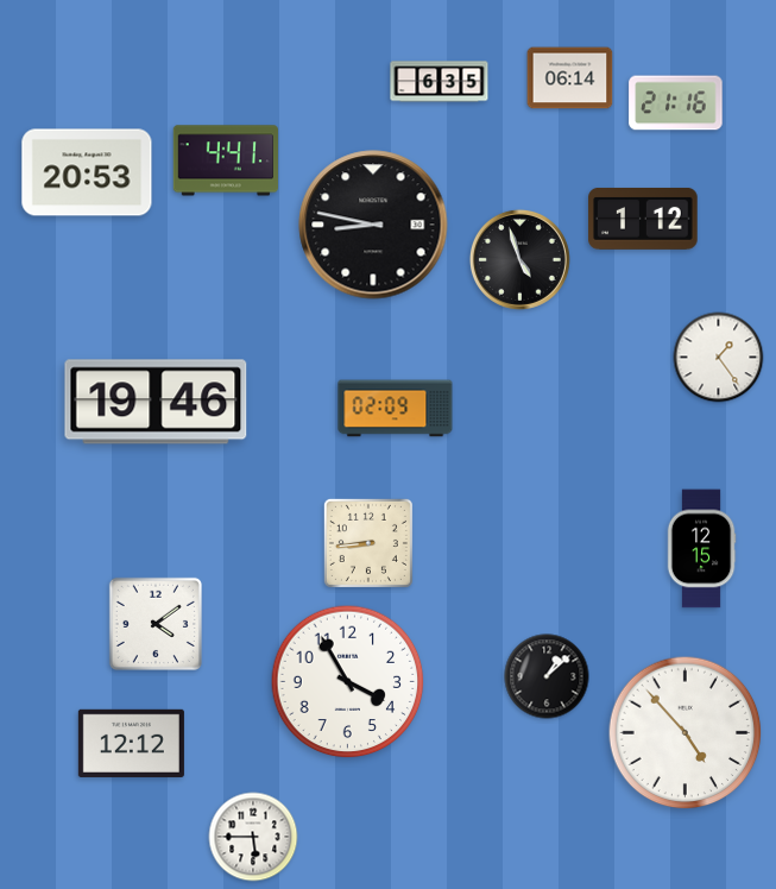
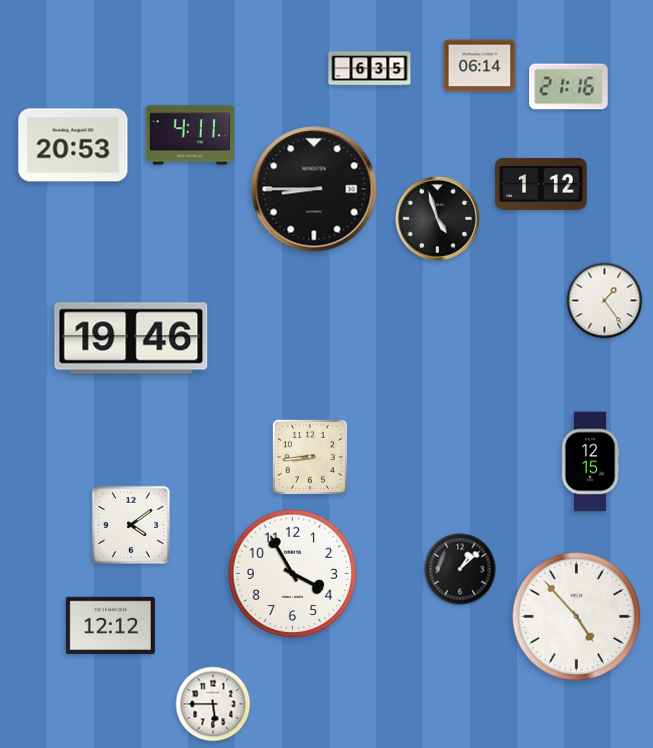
clock at (226, 160): 4:41 -> 4:11
clock at (373, 225): 8:47 -> 8:45
clock at (396, 409): 02:09 -> none
